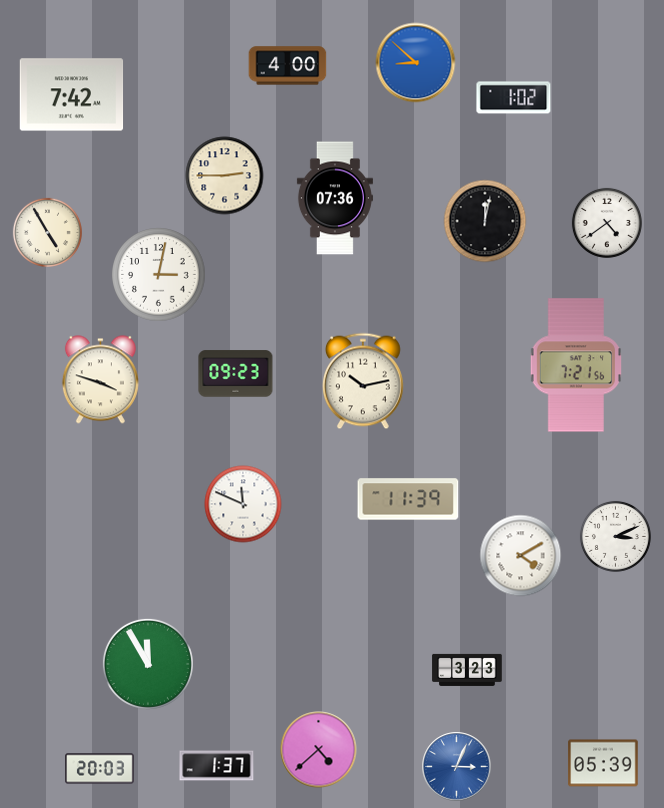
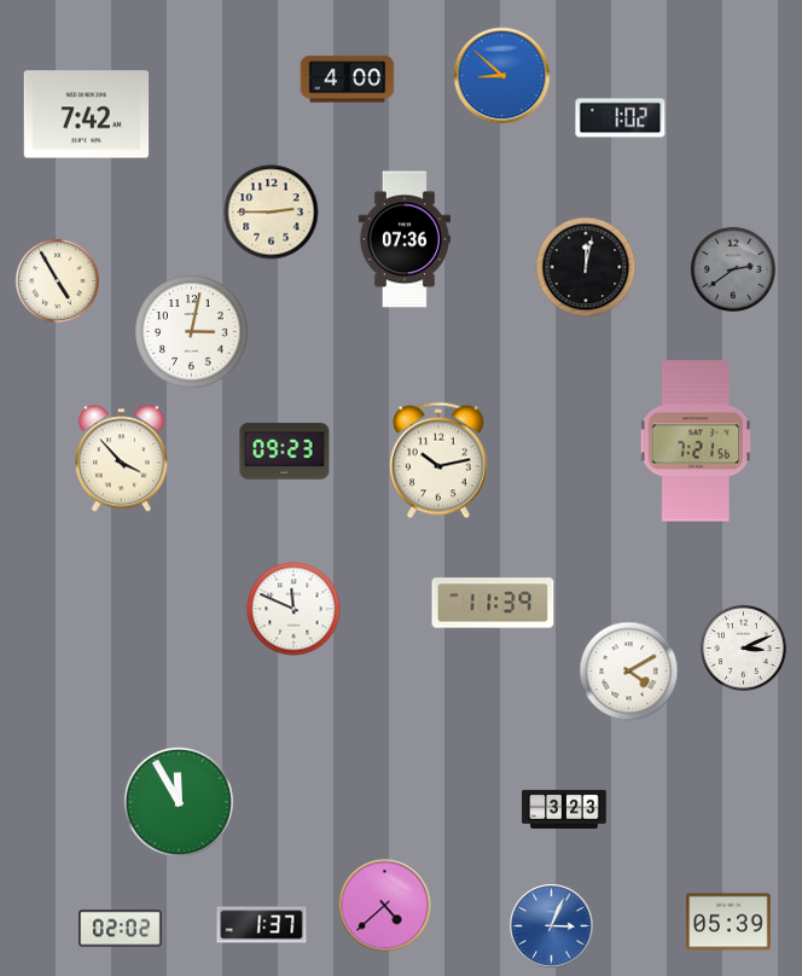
clock at (607, 223): 4:39 -> 2:39
clock at (607, 223) dial: white -> grey
clock at (100, 380): 3:48 -> 3:53
clock at (100, 769): 20:03 -> 02:02
